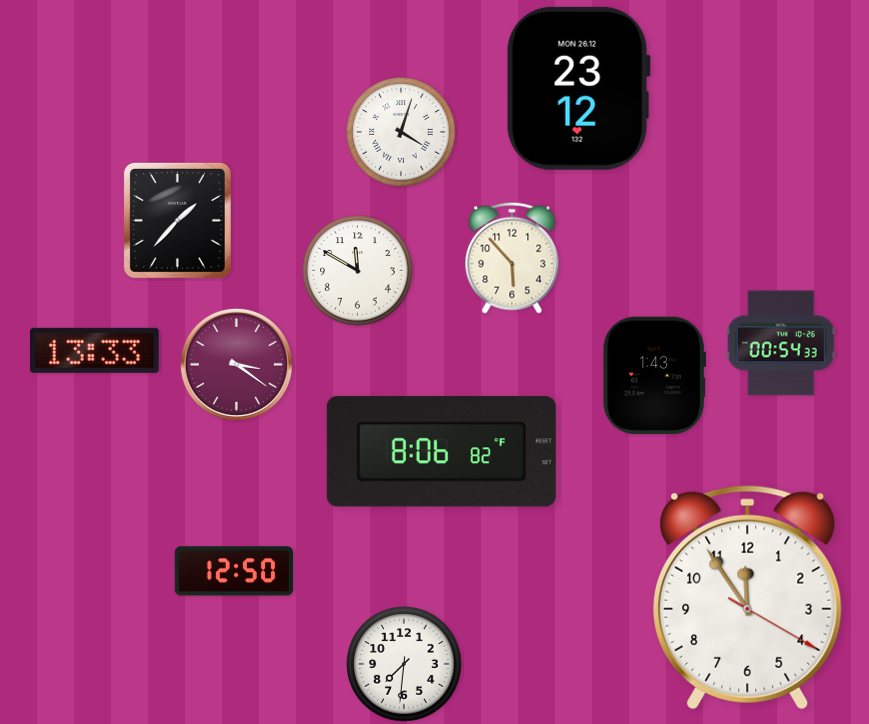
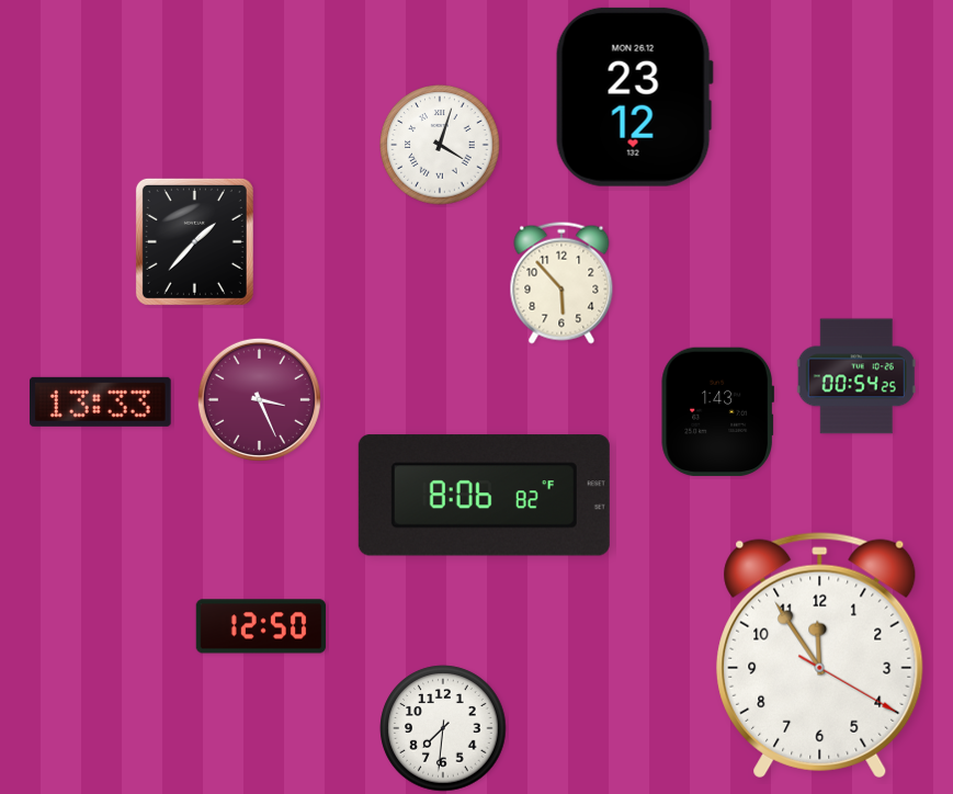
clock at (358, 271): 11:50 -> none
clock at (781, 343): 00:54:33 -> 00:54:25
clock at (95, 350) position: (95, 350) -> (101, 401)
clock at (236, 364): 3:21 -> 3:26
clock at (234, 571) position: (234, 571) -> (261, 626)
